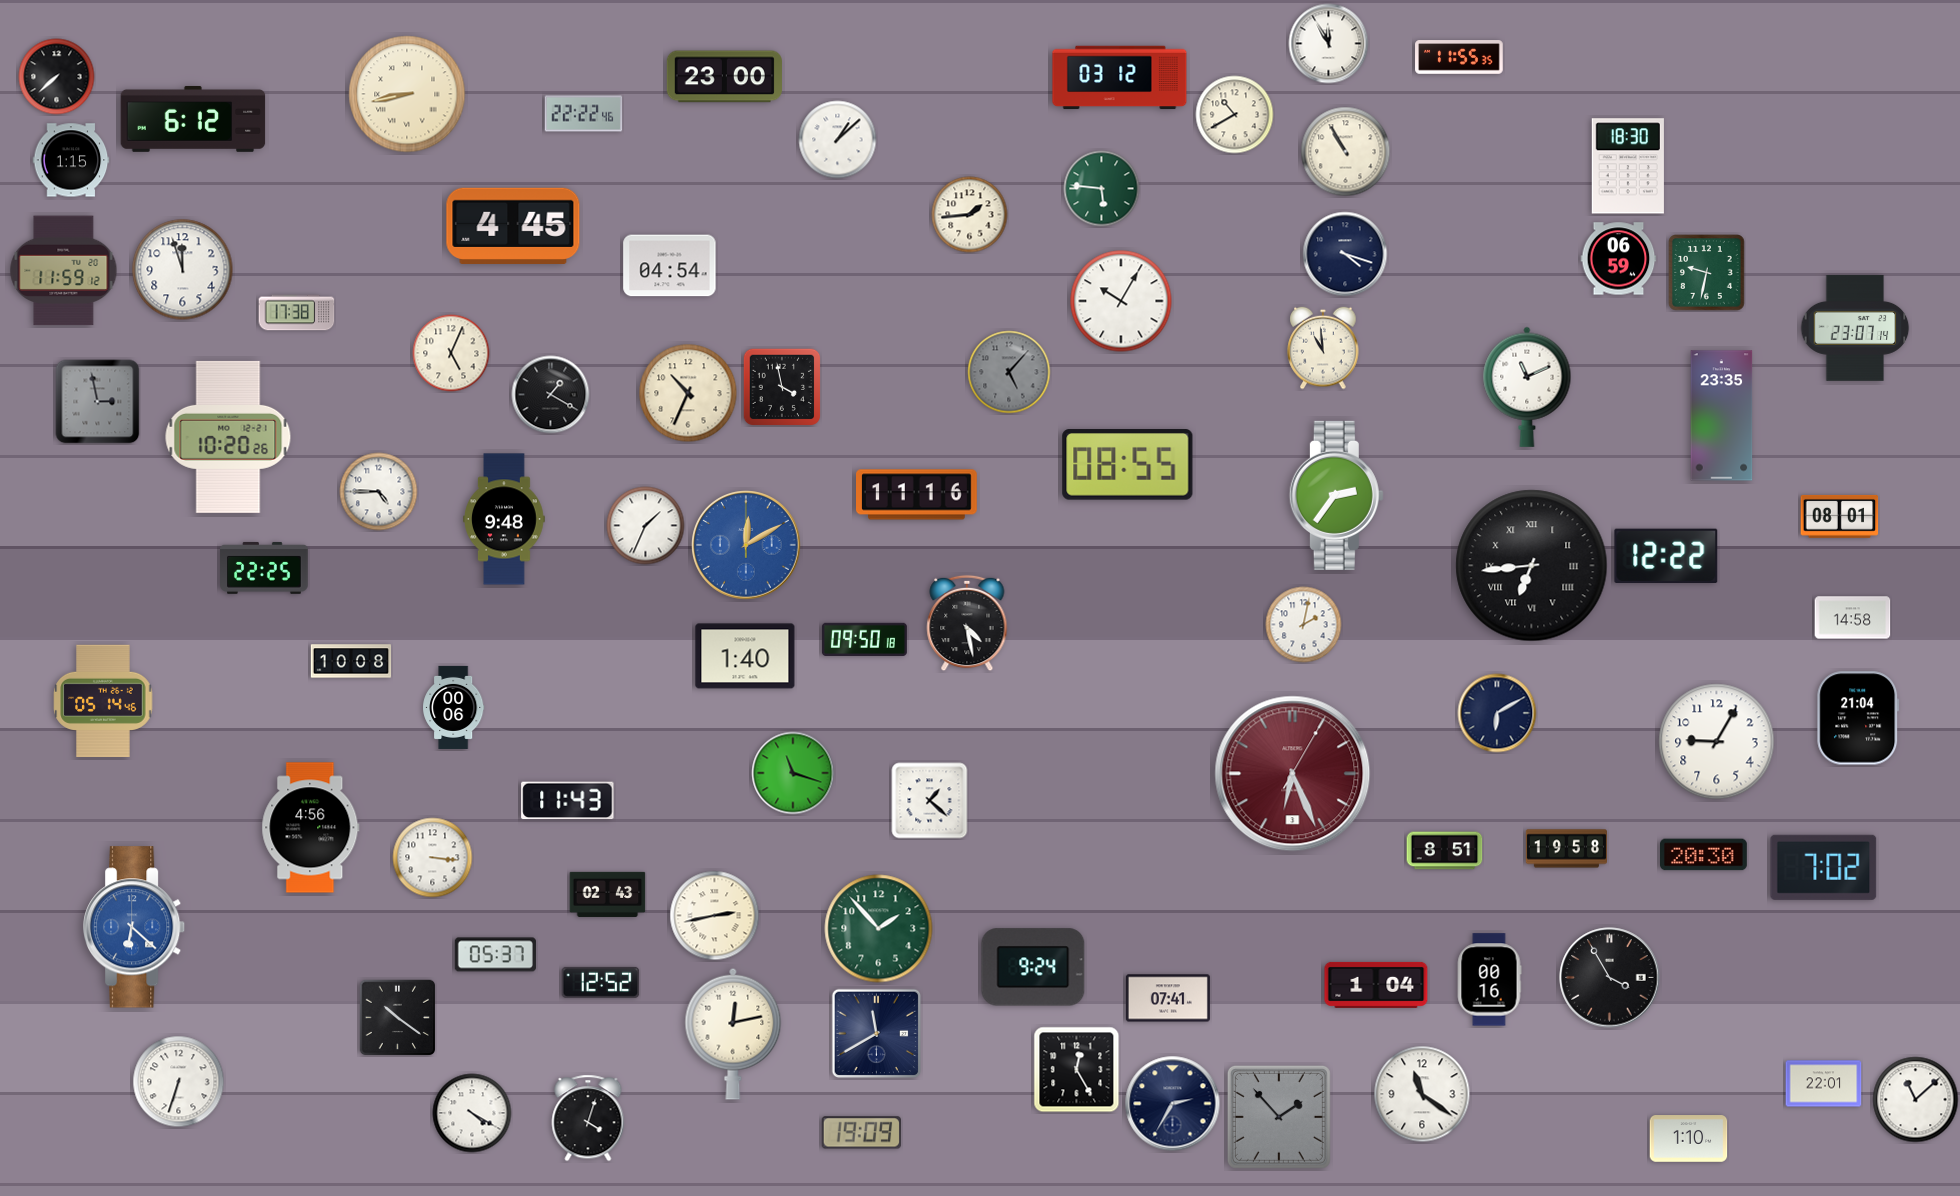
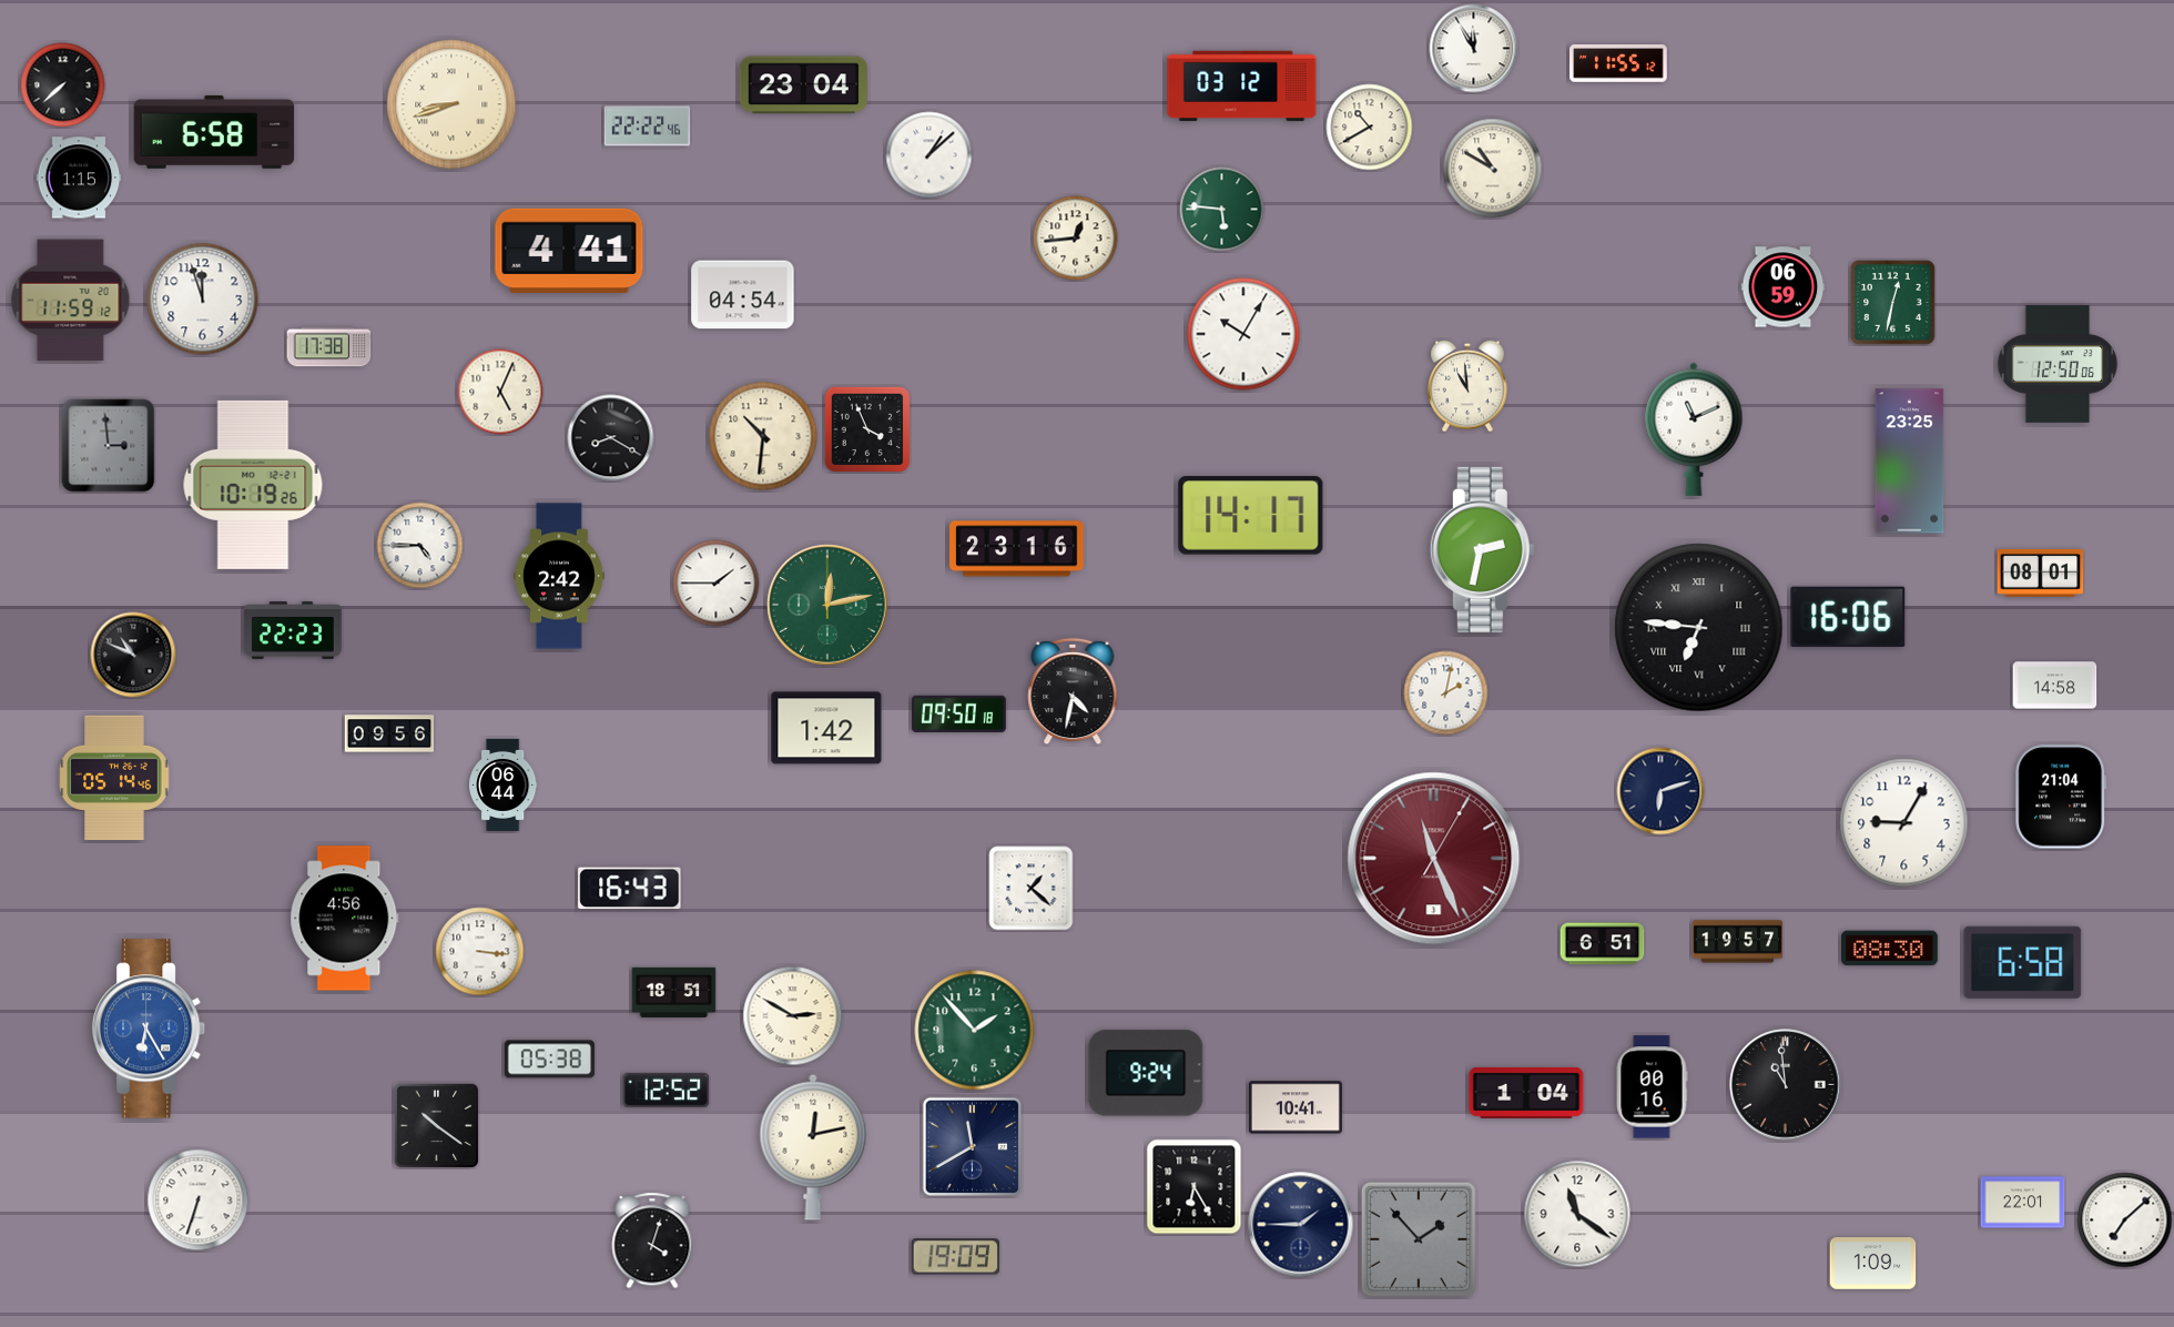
clock at (1459, 57): 11:55:35 -> 11:55:12
clock at (724, 77): 23:00 -> 23:04
clock at (407, 94): 8:43 -> 8:42
clock at (193, 119): 6:12 -> 6:58
clock at (1346, 152): 10:55 -> 10:50
clock at (1628, 166): 18:30 -> none
clock at (970, 215): 1:44 -> 12:44
clock at (513, 226): 4:45 -> 4:41
clock at (1345, 254): 4:18 -> none
clock at (1619, 259) position: (1619, 259) -> (1784, 287)
clock at (1707, 273): 9:32 -> 12:32
clock at (1855, 329): 23:07 -> 12:50
clock at (1009, 372): 5:07 -> none
clock at (782, 387): 3:58 -> 3:56
clock at (688, 393): 10:34 -> 10:31
clock at (551, 395): 1:20 -> 8:20
clock at (98, 402): 2:58 -> 2:59
clock at (1722, 416): 23:35 -> 23:25
clock at (228, 437): 10:20 -> 10:19
clock at (1128, 465): 08:55 -> 14:17
clock at (917, 495): 11:16 -> 23:16
clock at (1336, 495): 2:36 -> 2:32
clock at (504, 519): 9:48 -> 2:42
clock at (646, 526): 1:34 -> 1:45
clock at (746, 545): 12:10 -> 12:13
clock at (746, 545) dial: blue -> green
clock at (1666, 556): 12:22 -> 16:06
clock at (1532, 566): 6:44 -> 6:46
clock at (264, 568): 22:25 -> 22:23
clock at (133, 655): none -> 10:49
clock at (967, 623): 4:28 -> 4:32
clock at (864, 639) position: (864, 639) -> (958, 713)
clock at (745, 656): 1:40 -> 1:42
clock at (351, 661): 10:08 -> 09:56
clock at (454, 707): 00:06 -> 06:44
clock at (1497, 713): 6:10 -> 6:12
clock at (793, 773): 11:18 -> none
clock at (1293, 774): 6:26 -> 11:26
clock at (568, 801): 11:43 -> 16:43
clock at (1566, 849): 19:58 -> 19:57
clock at (1445, 851): 8:51 -> 6:51
clock at (1704, 855): 20:30 -> 08:30
clock at (1824, 867): 7:02 -> 6:58
clock at (608, 894): 02:43 -> 18:51
clock at (715, 916): 2:43 -> 2:50
clock at (135, 927): 6:22 -> 6:25
clock at (495, 955): 05:37 -> 05:38
clock at (1610, 978): 3:55 -> 10:59
clock at (1168, 998): 07:41 -> 10:41
clock at (397, 1017) position: (397, 1017) -> (436, 1125)
clock at (1077, 1070): 12:25 -> 6:25
clock at (1916, 1100): 11:08 -> 7:08
clock at (1173, 1104): 2:35 -> 1:45
clock at (472, 1113): 4:20 -> none
clock at (1689, 1139): 1:10 -> 1:09
